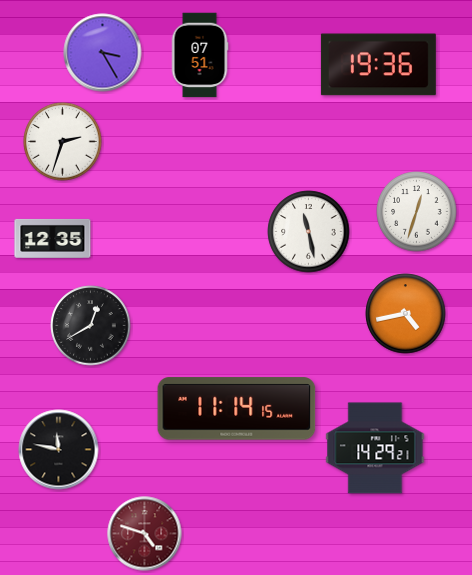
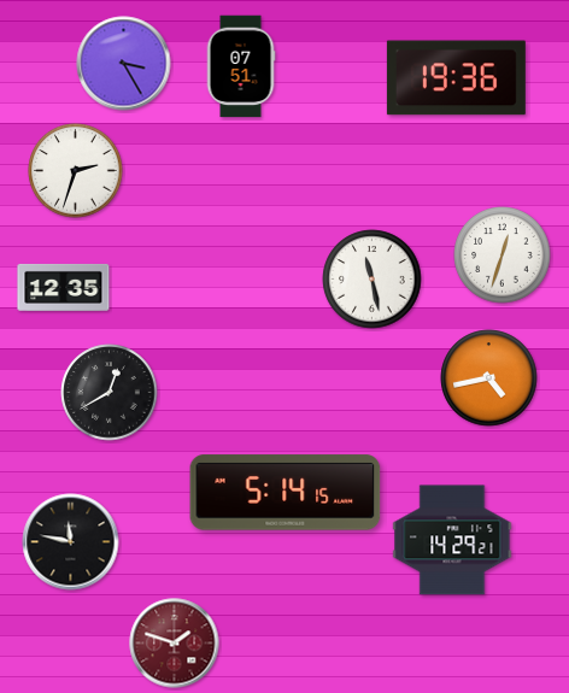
clock at (237, 409): 11:14 -> 5:14
clock at (145, 534): 4:48 -> 1:48
